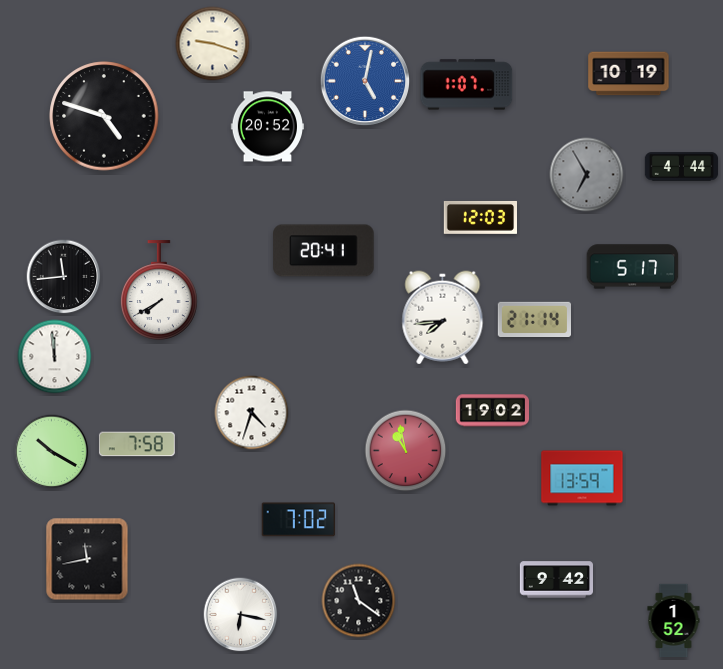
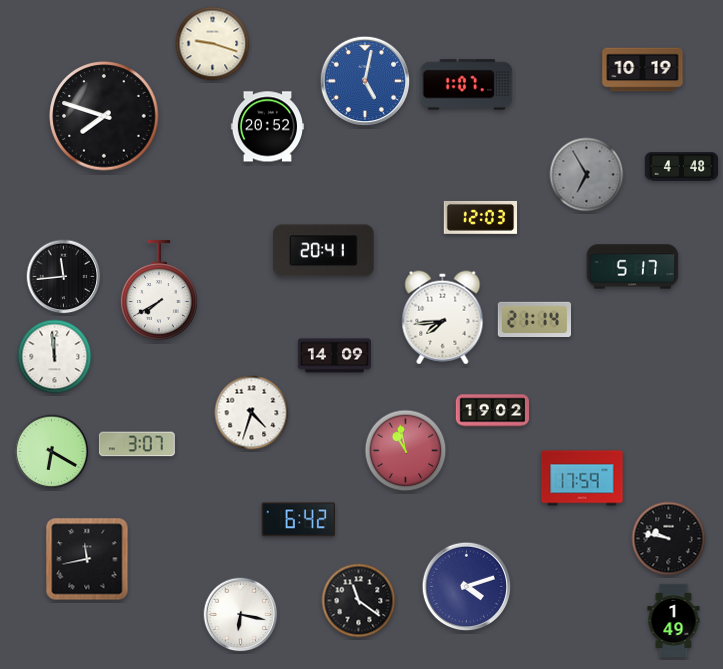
clock at (629, 74) position: (629, 74) -> (643, 70)
clock at (104, 116): 4:48 -> 7:48
clock at (682, 167): 4:44 -> 4:48
clock at (334, 356): none -> 14:09
clock at (137, 444): 7:58 -> 3:07
clock at (52, 452): 10:20 -> 6:20
clock at (582, 478): 13:59 -> 17:59
clock at (298, 520): 7:02 -> 6:42
clock at (669, 539): none -> 9:47
clock at (556, 580): 9:42 -> none
clock at (467, 587): none -> 4:12
clock at (674, 621): 1:52 -> 1:49
